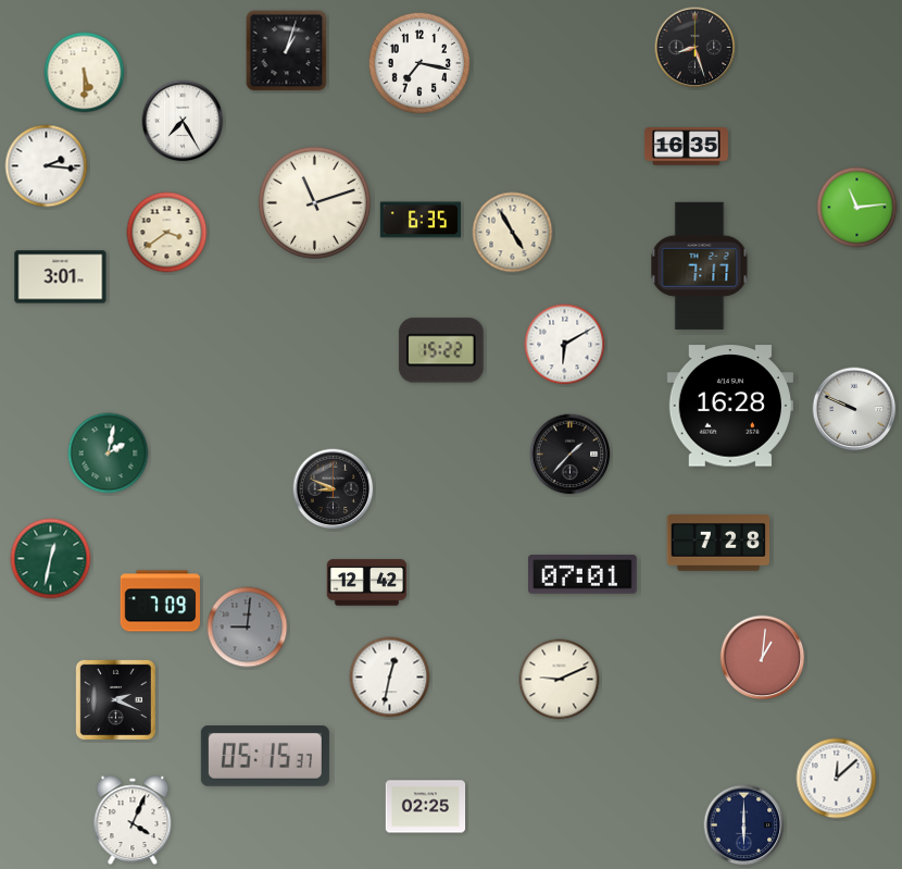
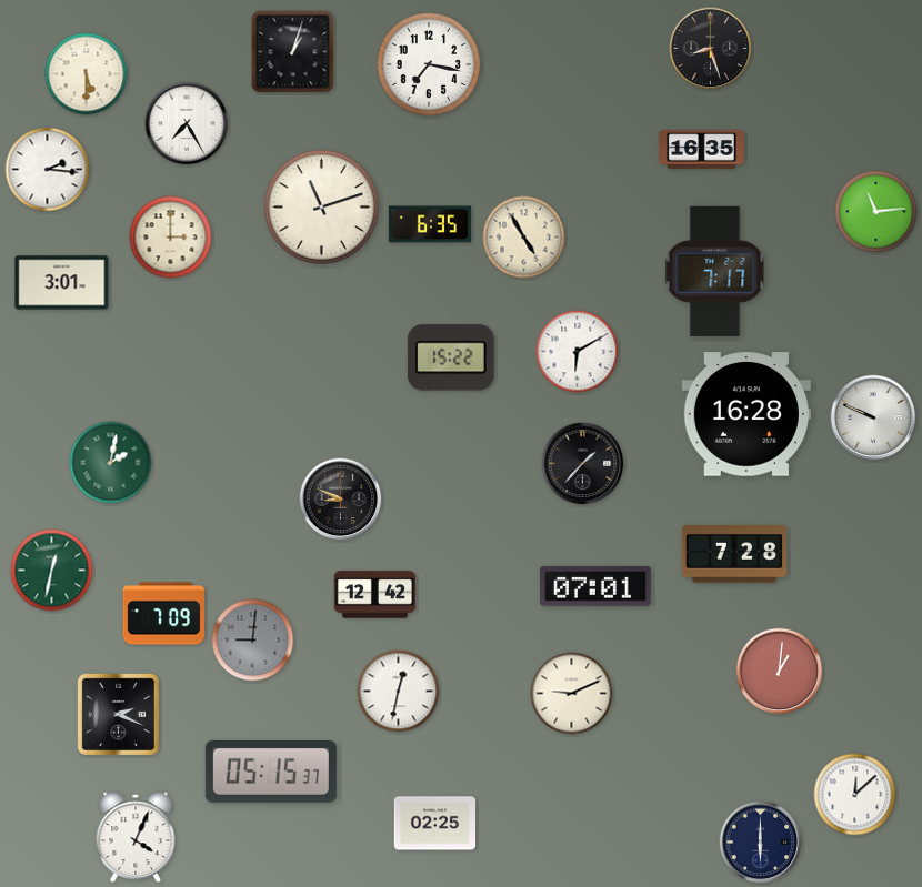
clock at (167, 233): 3:39 -> 3:00
